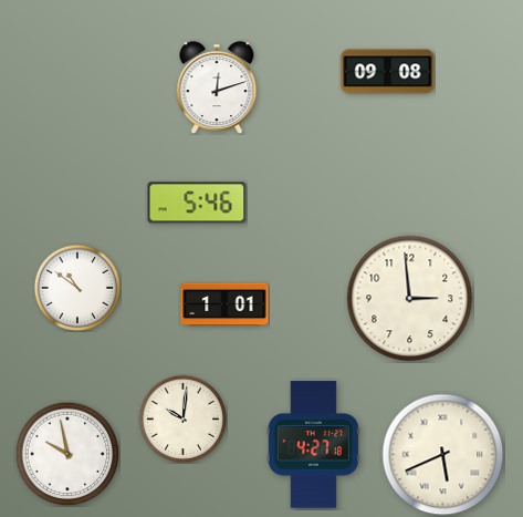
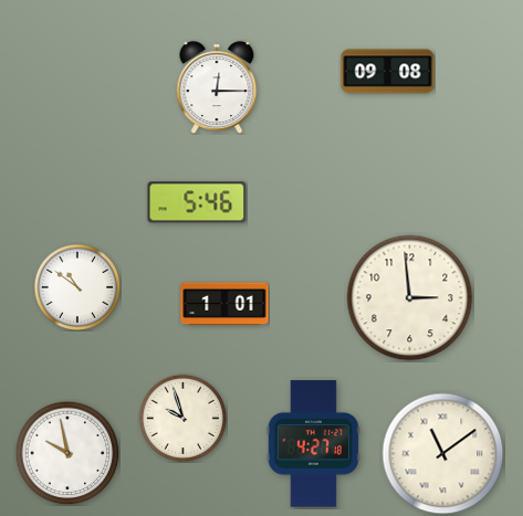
clock at (217, 87): 12:12 -> 12:15
clock at (182, 418): 10:01 -> 9:57
clock at (443, 455): 5:41 -> 11:09
